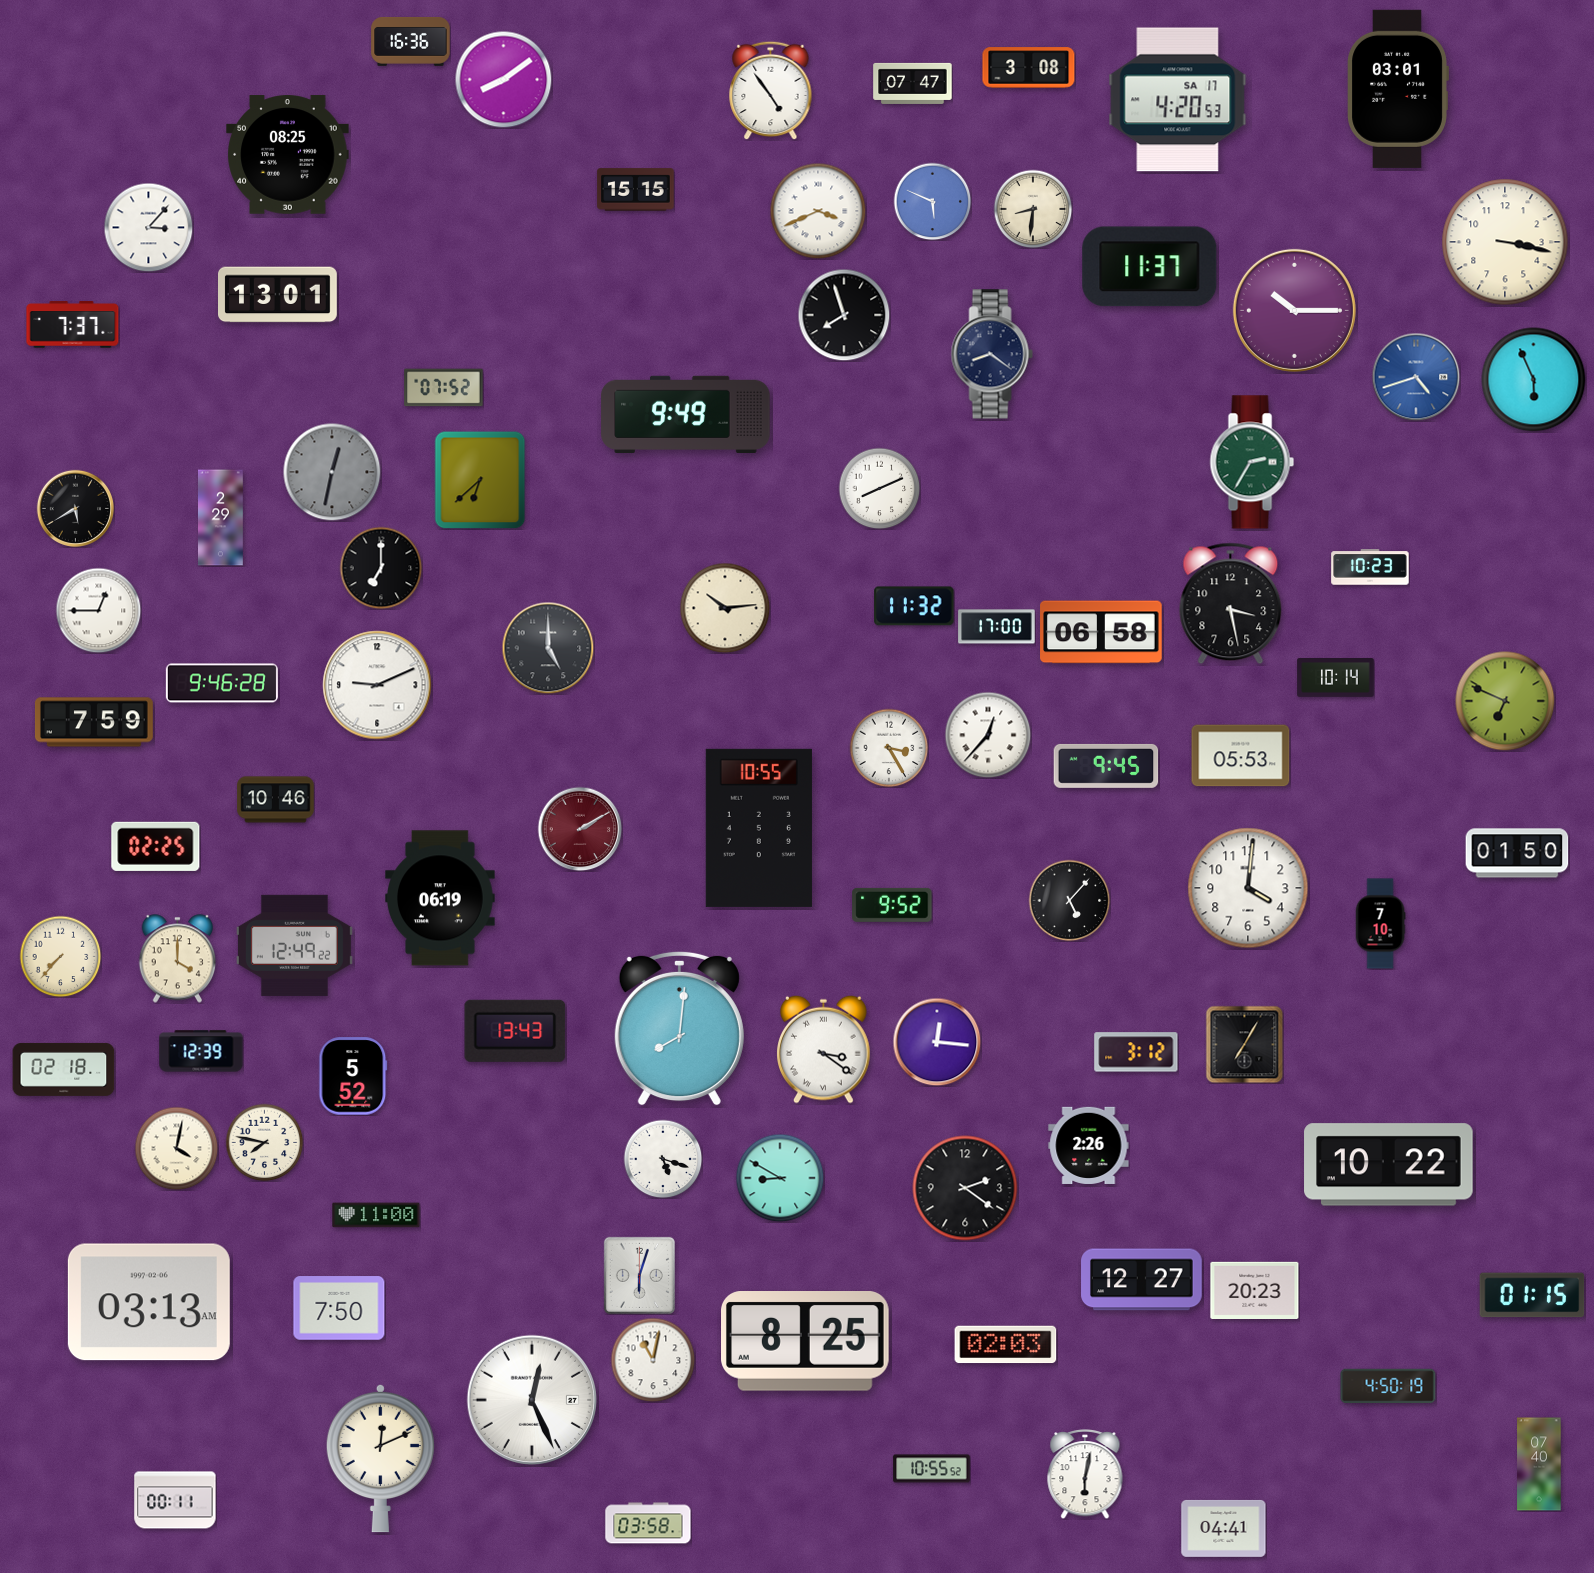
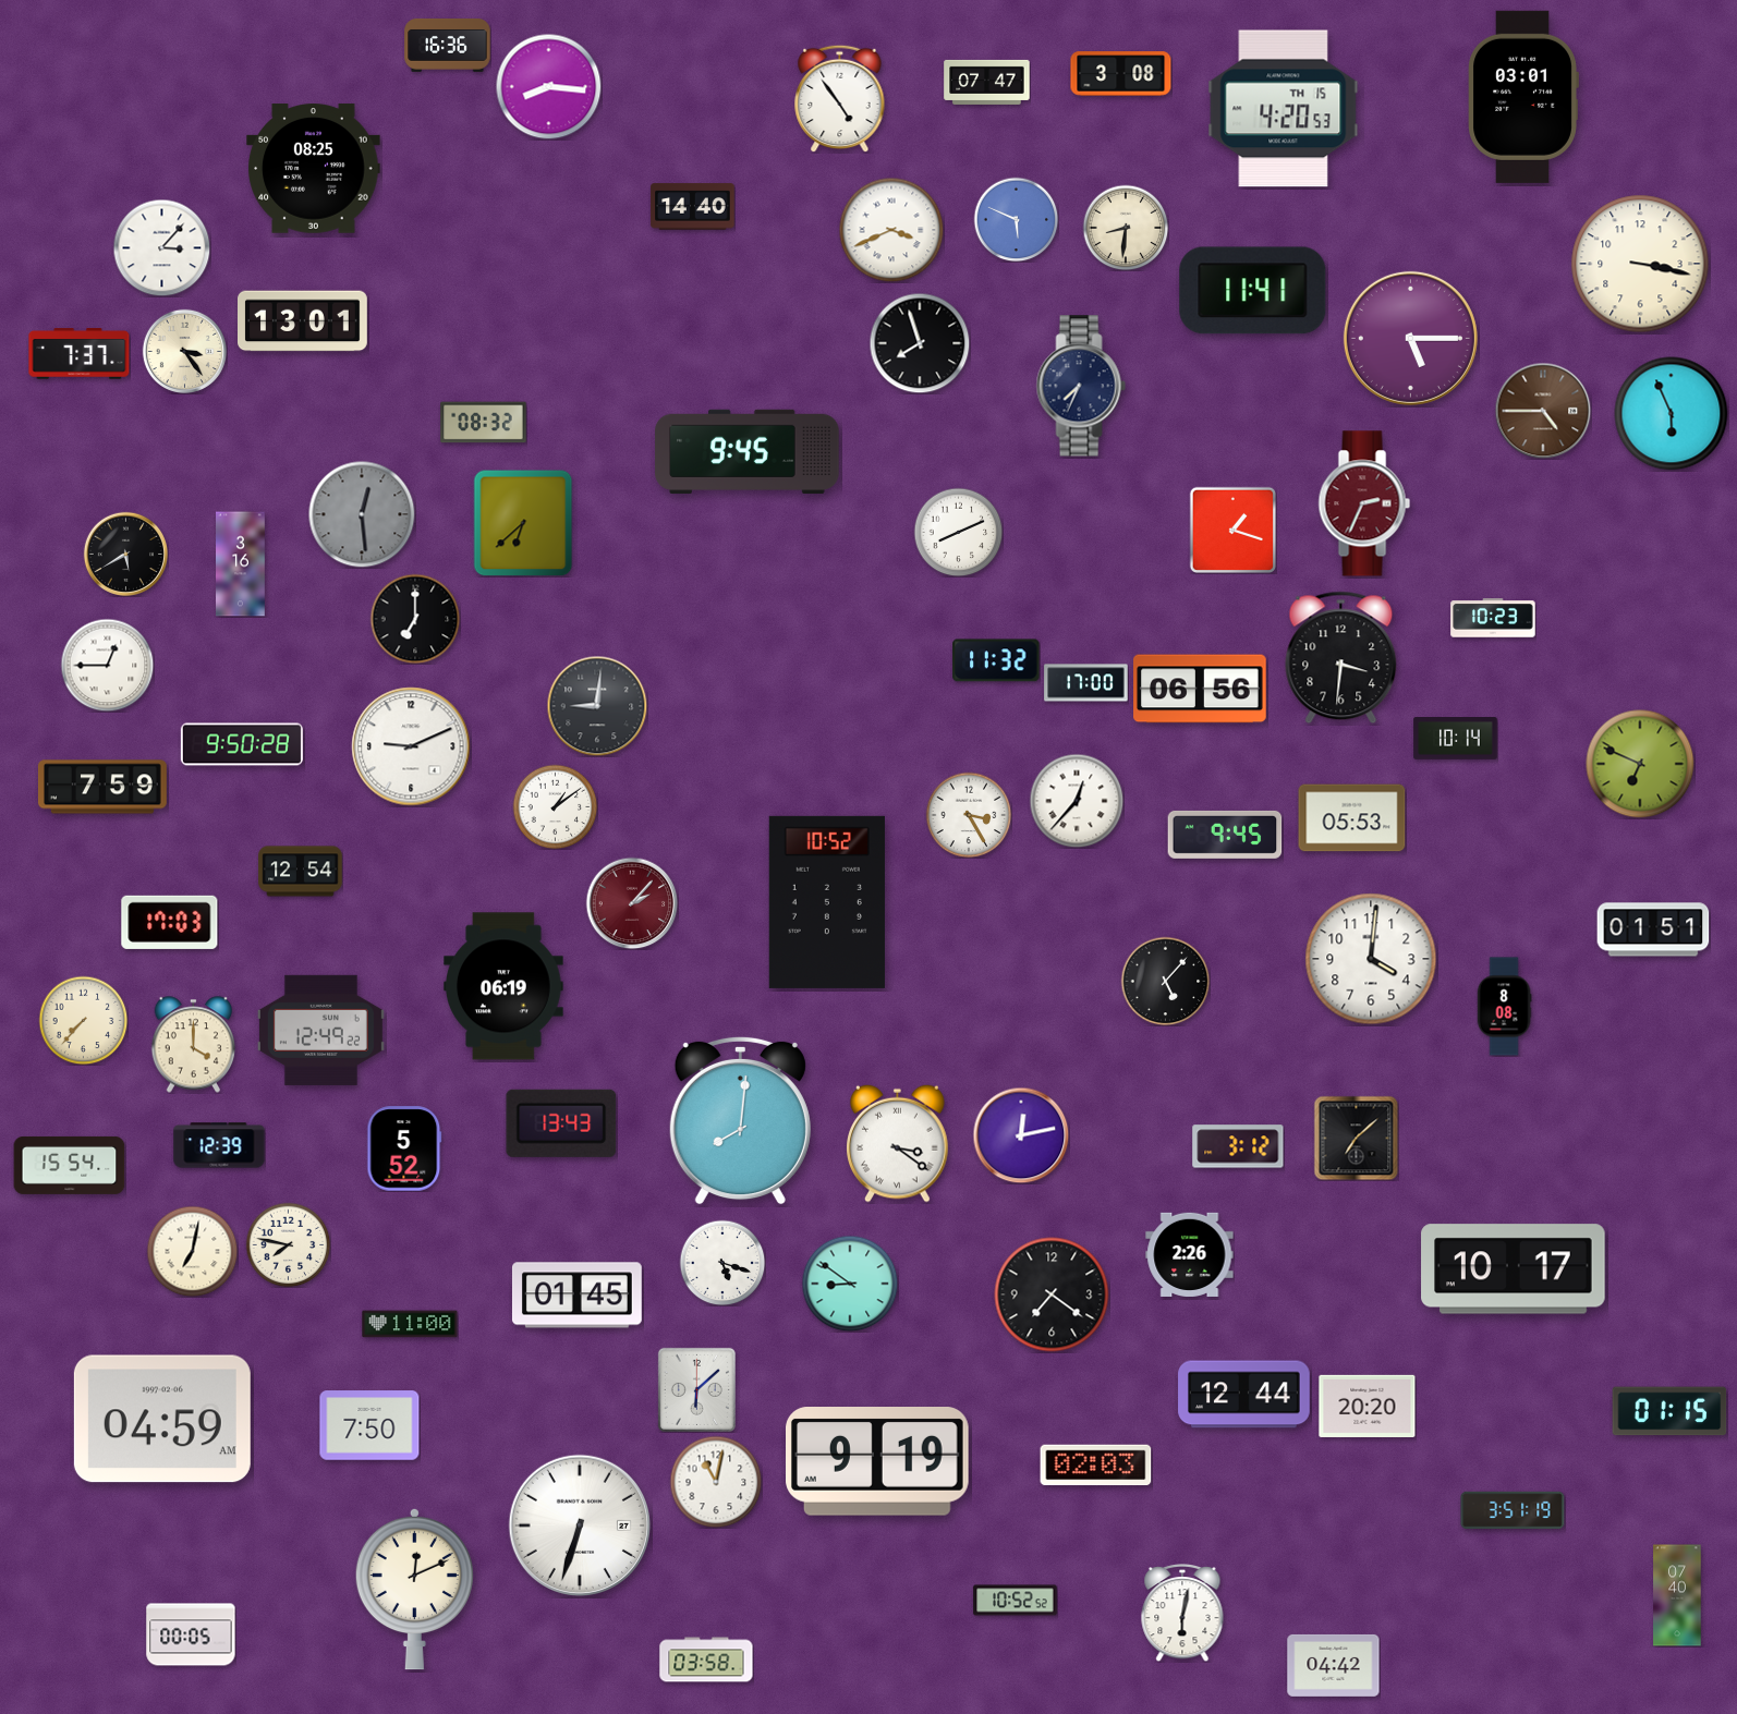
clock at (503, 79): 8:09 -> 8:16
clock at (913, 83) position: (913, 83) -> (987, 82)
clock at (1178, 100) date: SA 17 -> TH 15
clock at (636, 190): 15:15 -> 14:40
clock at (1150, 267): 11:37 -> 11:41
clock at (1294, 310): 10:15 -> 5:15
clock at (184, 351): none -> 3:24
clock at (992, 354): 8:21 -> 7:34
clock at (1416, 377): 4:42 -> 4:45
clock at (1416, 377) dial: blue -> brown
clock at (444, 388): 07:52 -> 08:32
clock at (686, 414): 9:49 -> 9:45
clock at (1252, 462): 2:35 -> 2:34
clock at (1252, 462) dial: green -> burgundy
clock at (332, 472): 12:32 -> 12:29
clock at (1232, 530): none -> 1:18
clock at (75, 508) position: (75, 508) -> (125, 554)
clock at (221, 518): 2:29 -> 3:16
clock at (1231, 604): 3:28 -> 3:31
clock at (725, 608): 10:14 -> none
clock at (1101, 632): 06:58 -> 06:56
clock at (548, 648): 5:00 -> 9:01
clock at (222, 683): 9:46 -> 9:50
clock at (555, 806): none -> 1:09
clock at (1241, 756) position: (1241, 756) -> (1352, 818)
clock at (1106, 766) position: (1106, 766) -> (1225, 835)
clock at (276, 800): 10:46 -> 12:54
clock at (759, 828): 10:55 -> 10:52
clock at (580, 829): 2:10 -> 2:07
clock at (156, 846): 02:25 -> 17:03
clock at (1517, 853): 01:50 -> 01:51
clock at (1248, 888) position: (1248, 888) -> (1371, 959)
clock at (440, 898) position: (440, 898) -> (503, 986)
clock at (892, 905): 9:52 -> none
clock at (1380, 924): 7:10 -> 8:08
clock at (60, 956) position: (60, 956) -> (83, 1020)
clock at (937, 1042): 12:16 -> 12:13
clock at (1244, 1044): 7:05 -> 7:08
clock at (64, 1069): 02:18 -> 15:54
clock at (353, 1076) position: (353, 1076) -> (404, 1148)
clock at (1089, 1145) position: (1089, 1145) -> (1190, 1254)
clock at (176, 1148): 4:02 -> 7:02
clock at (1389, 1165): 10:22 -> 10:17
clock at (780, 1178): 8:50 -> 8:51
clock at (965, 1188): 2:21 -> 7:21
clock at (576, 1296): none -> 01:45
clock at (639, 1275): 6:03 -> 6:08
clock at (1142, 1280): 12:27 -> 12:44
clock at (1255, 1290): 20:23 -> 20:20
clock at (149, 1302): 03:13 -> 04:59
clock at (806, 1342): 8:25 -> 9:19
clock at (653, 1360) position: (653, 1360) -> (716, 1482)
clock at (1388, 1386): 4:50 -> 3:51
clock at (531, 1399): 12:26 -> 6:33
clock at (932, 1469): 10:55 -> 10:52
clock at (1085, 1475) position: (1085, 1475) -> (1182, 1614)
clock at (175, 1500): 00:11 -> 00:05
clock at (1224, 1528): 04:41 -> 04:42
